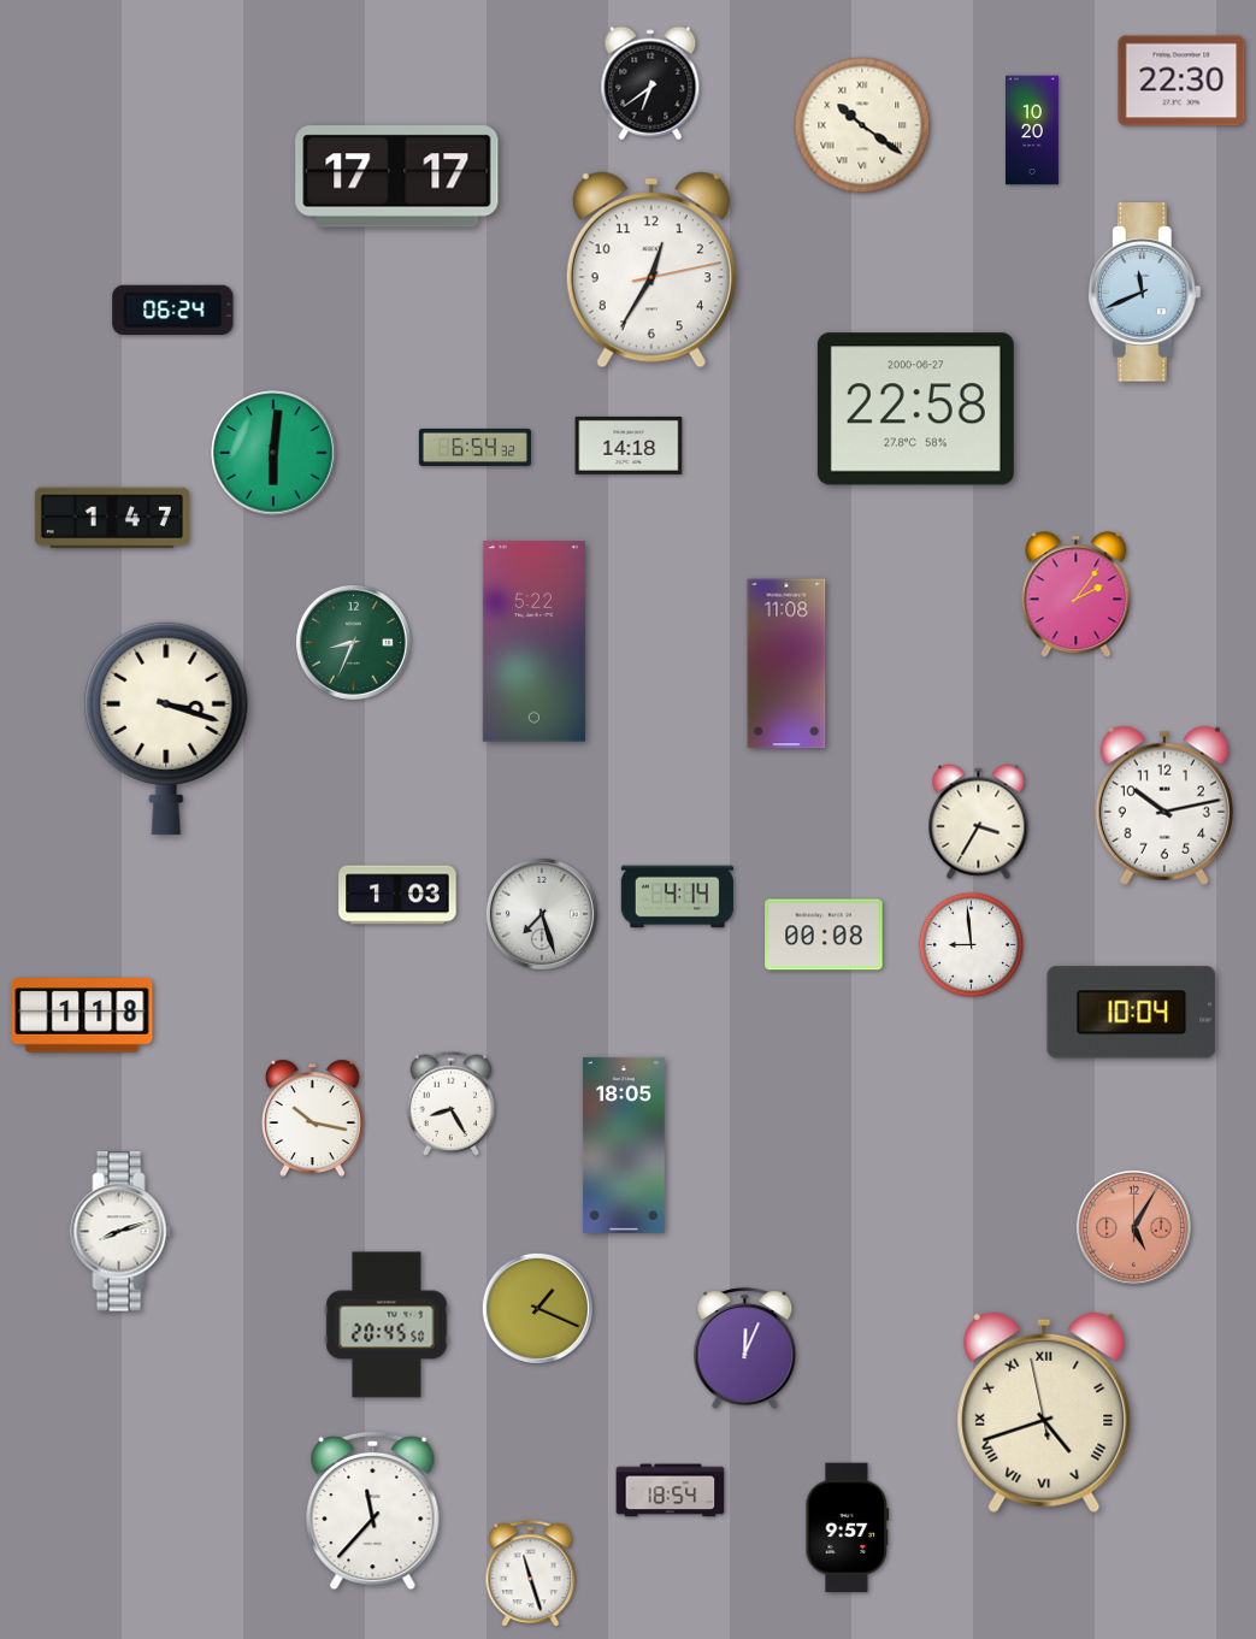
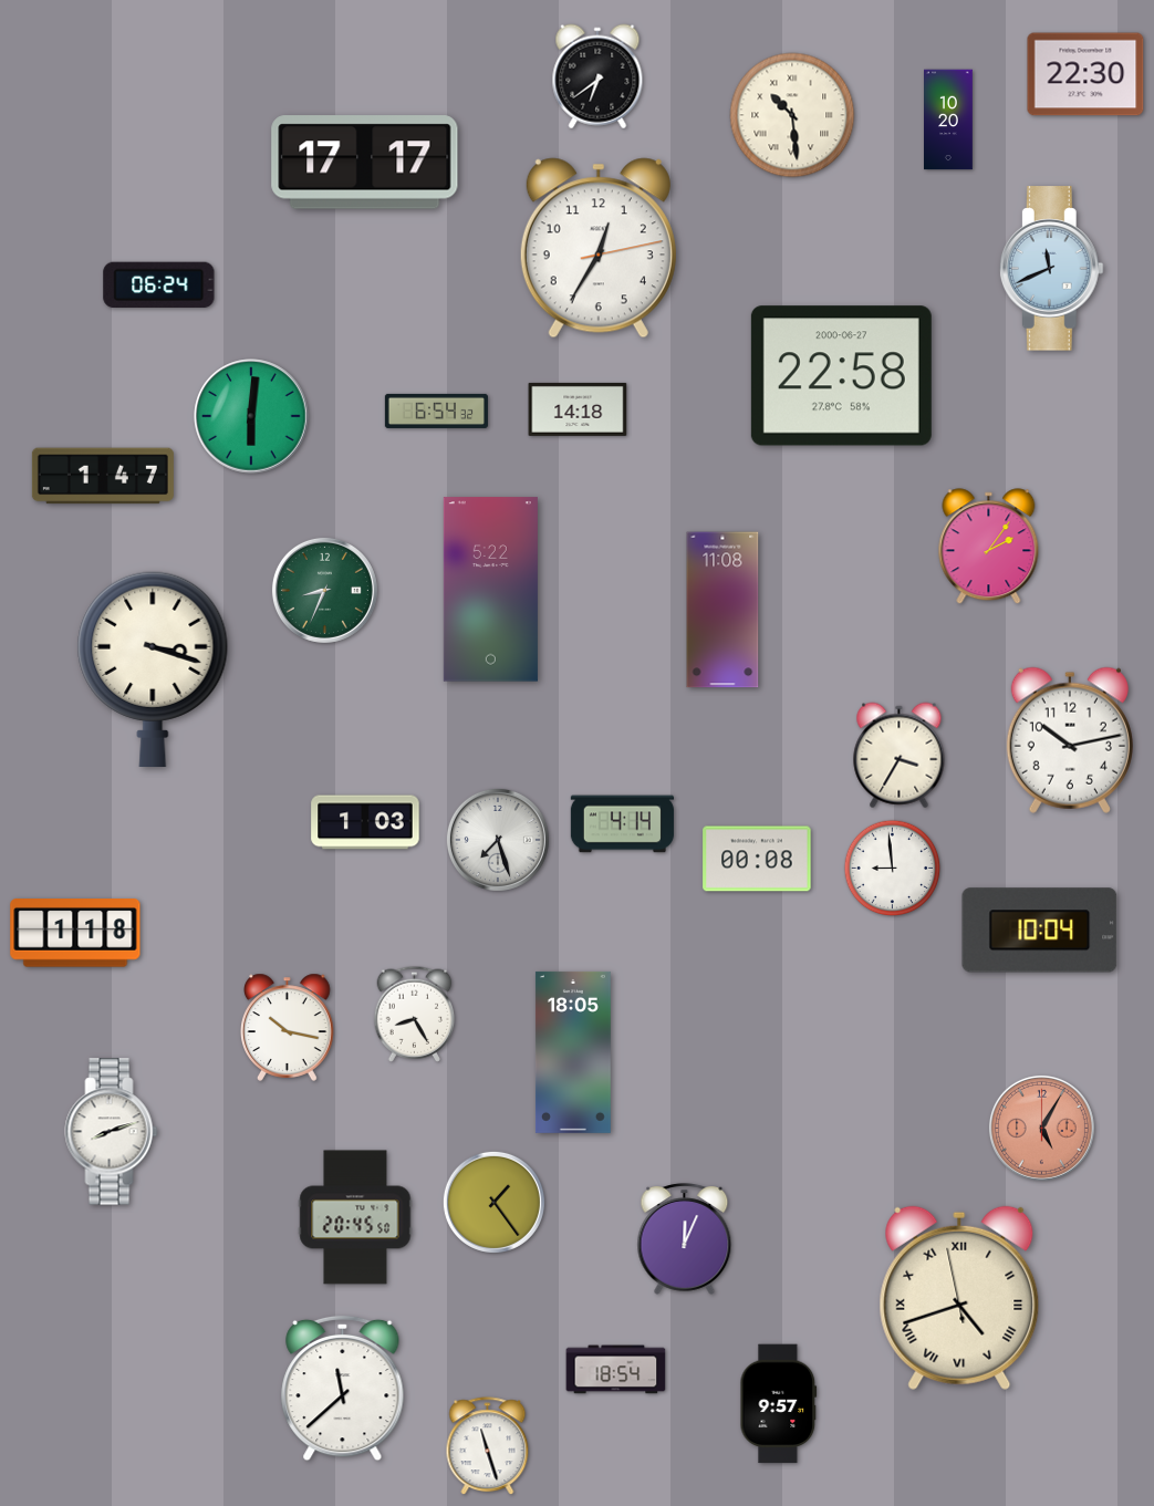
clock at (862, 125): 10:21 -> 10:29
clock at (537, 1308): 1:19 -> 1:24
clock at (373, 1511): 11:37 -> 11:38
